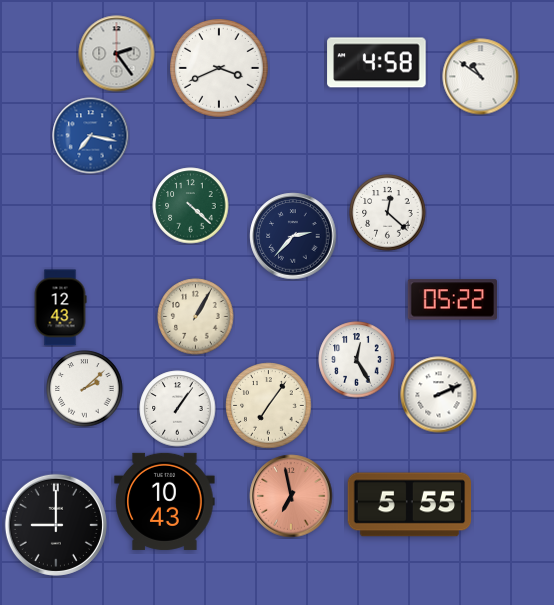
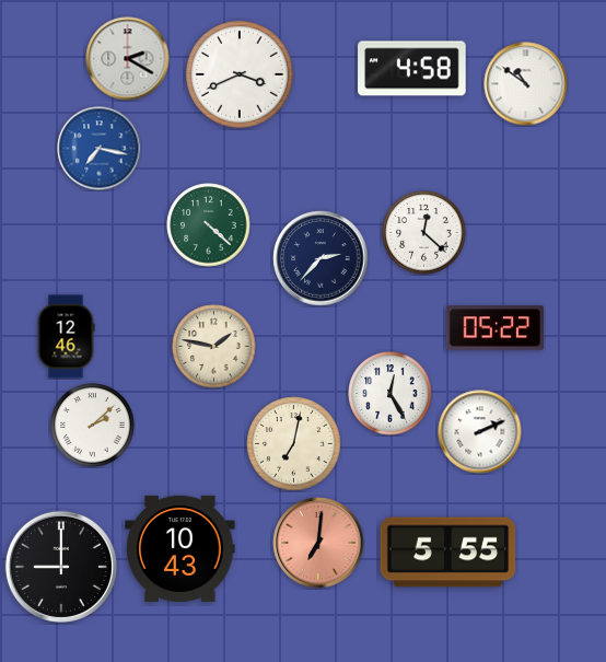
clock at (117, 54): 2:24 -> 2:20
clock at (60, 308): 12:43 -> 12:46
clock at (196, 317): 1:05 -> 1:47
clock at (269, 406): 7:06 -> 7:02
clock at (178, 409): 1:06 -> none
clock at (291, 496): 6:58 -> 7:01
clock at (56, 525) position: (56, 525) -> (61, 567)
